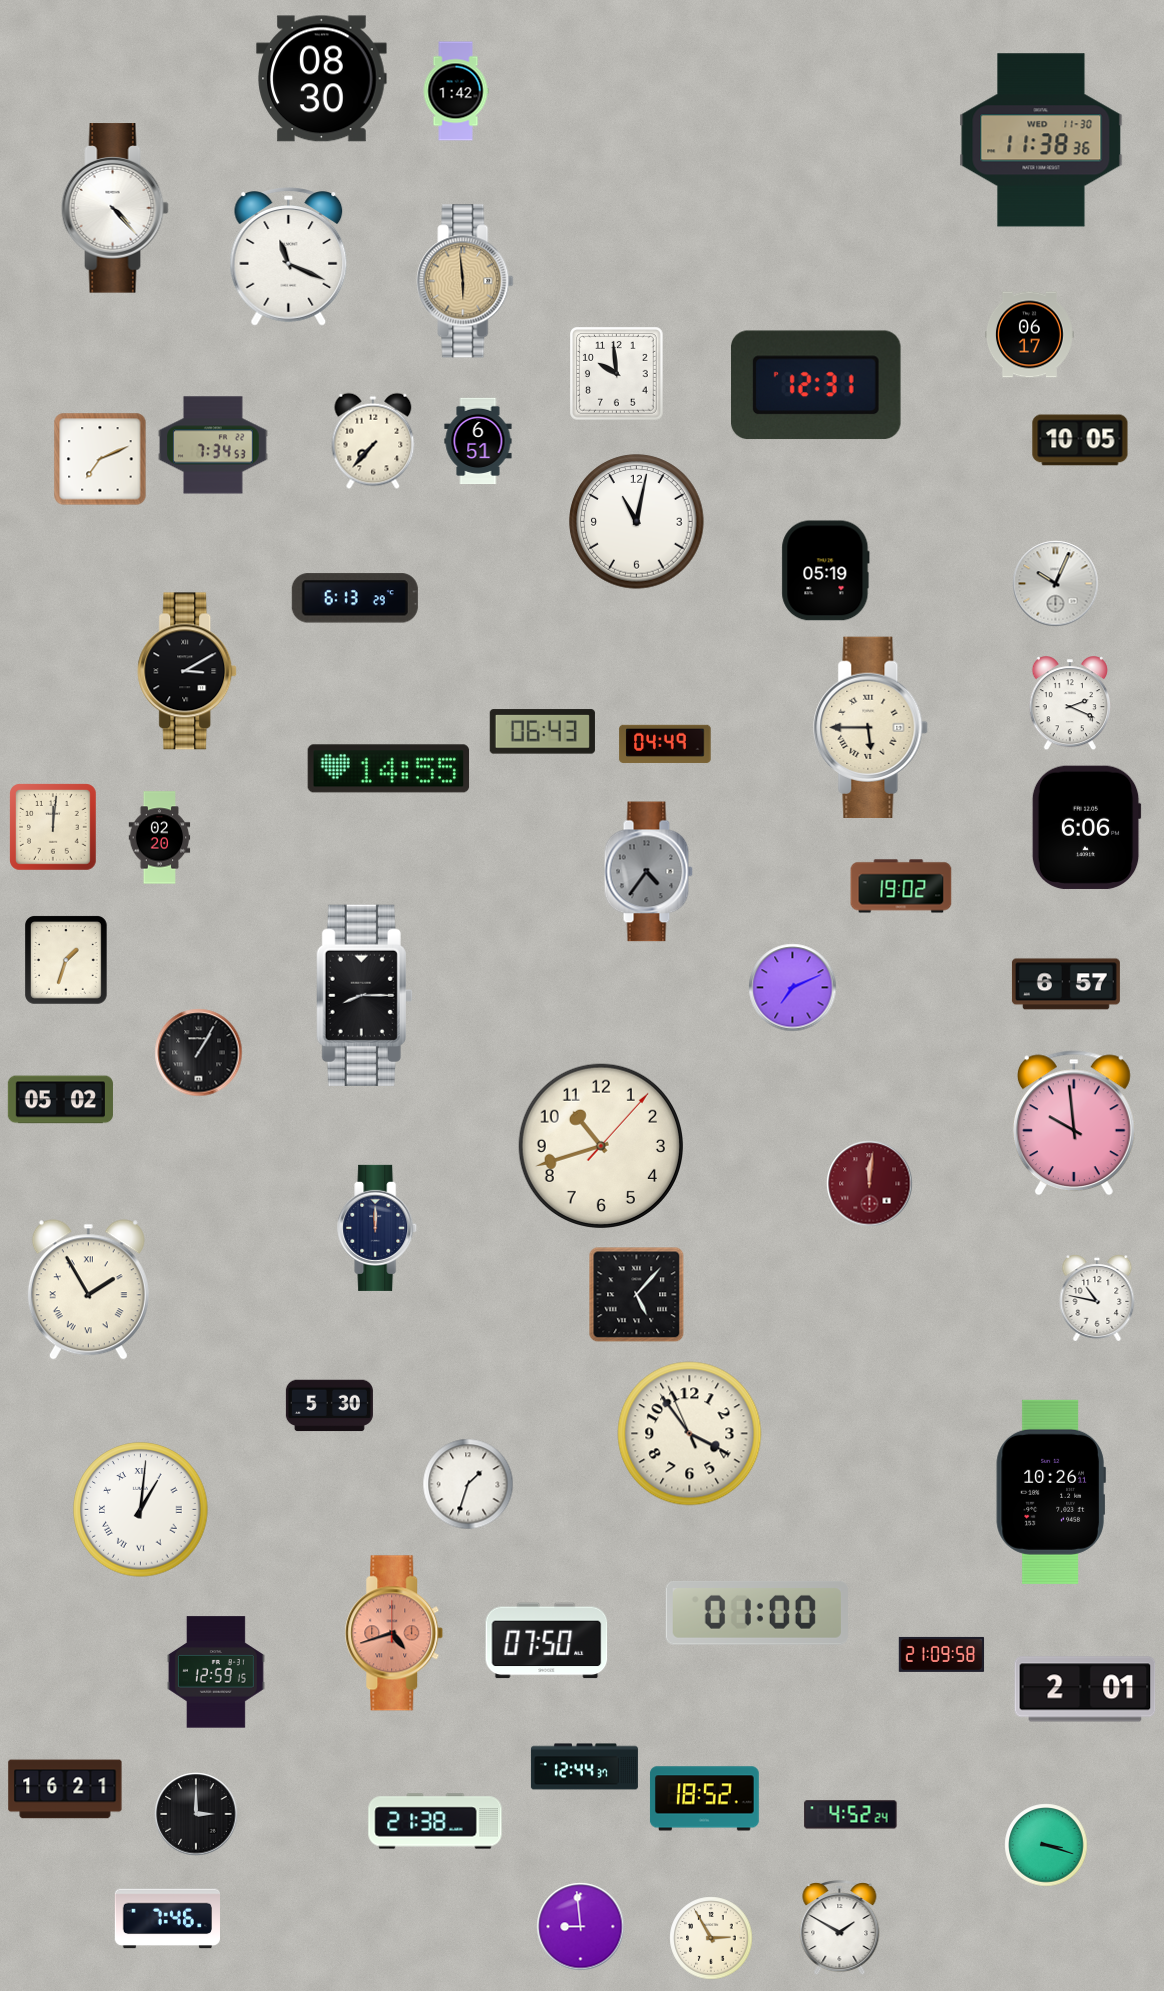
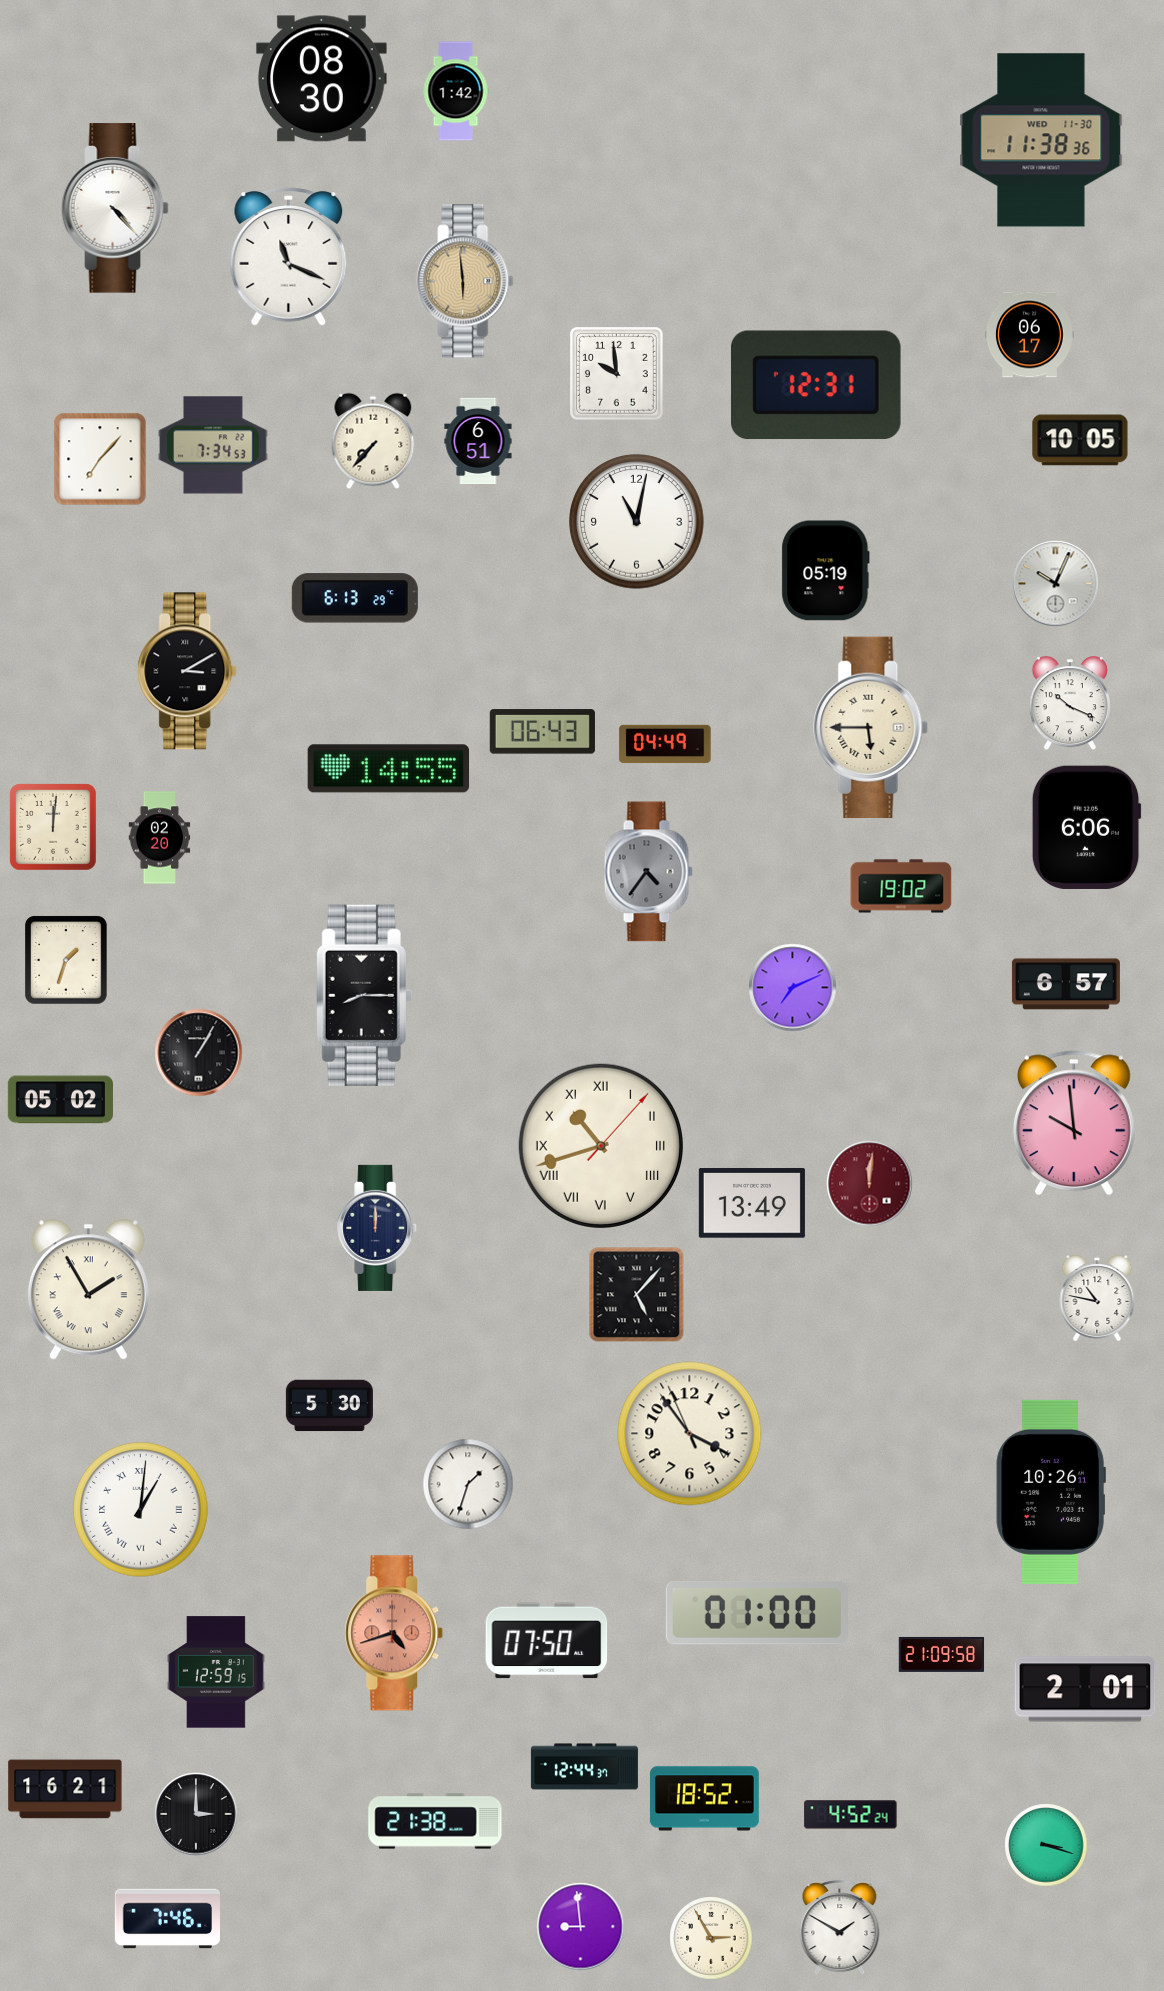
clock at (100, 459): 7:11 -> 7:07
clock at (1070, 704): 2:19 -> 10:19
clock at (600, 1145) numerals: Arabic -> Roman
clock at (752, 1203): none -> 13:49
